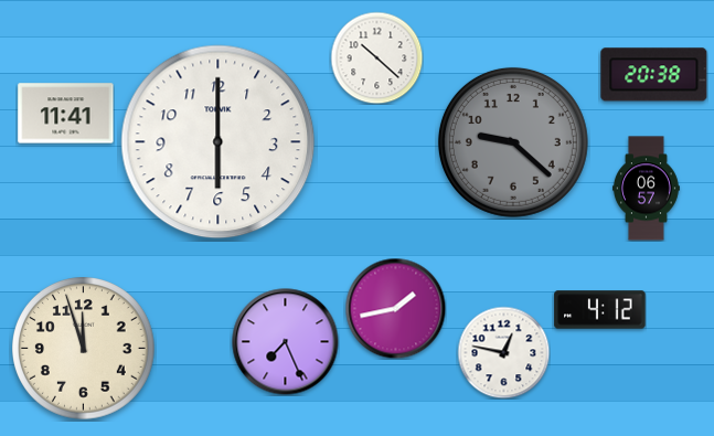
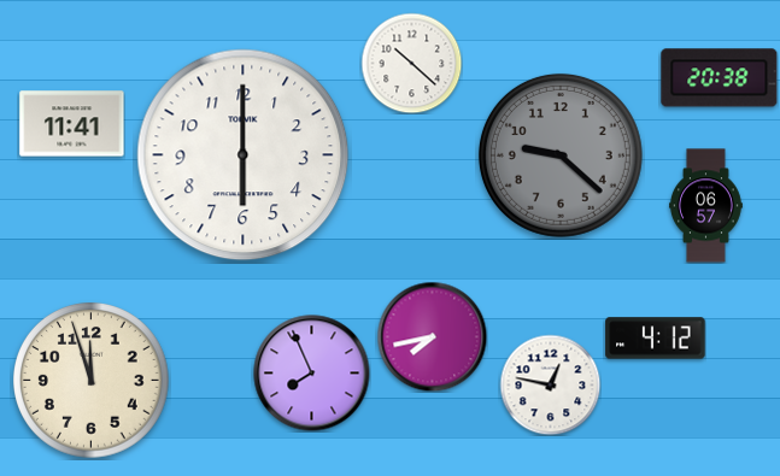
clock at (654, 75) position: (654, 75) -> (720, 78)
clock at (219, 142) position: (219, 142) -> (244, 155)
clock at (395, 308): 1:43 -> 7:43
clock at (286, 342): 7:26 -> 7:56
